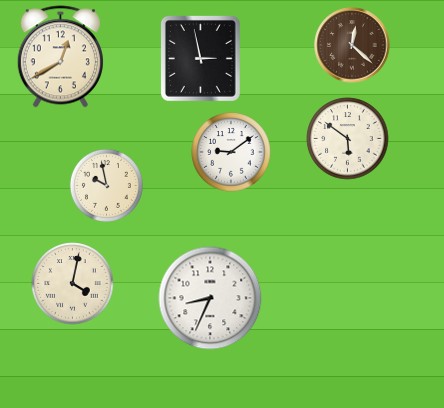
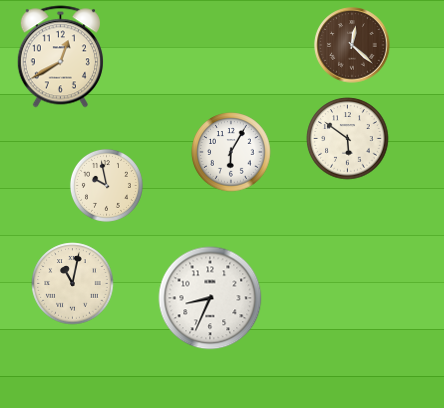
clock at (200, 59): 2:58 -> none
clock at (231, 152): 9:09 -> 6:05
clock at (73, 284): 4:02 -> 11:02
